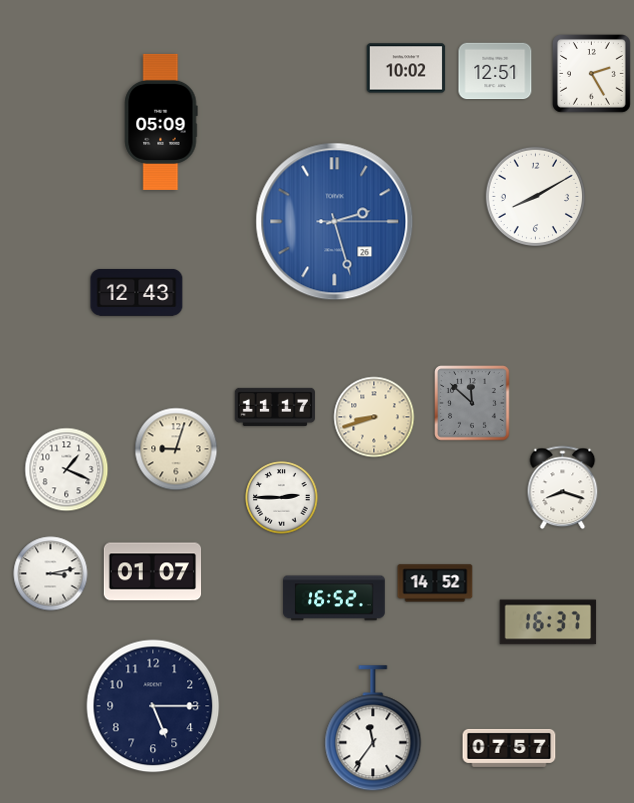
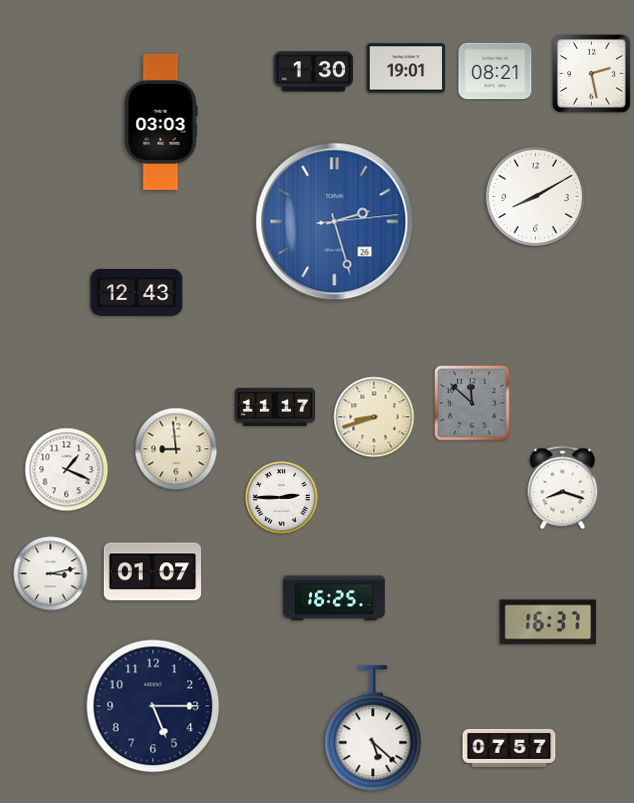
clock at (406, 68): 10:02 -> 19:01
clock at (495, 71): 12:51 -> 08:21
clock at (314, 72): none -> 1:30
clock at (592, 74): 2:25 -> 2:28
clock at (161, 122): 05:09 -> 03:03
clock at (335, 222): 2:27:15 -> 2:27:14
clock at (176, 449): 9:03 -> 8:59
clock at (435, 583): 14:52 -> none
clock at (334, 598): 16:52 -> 16:25
clock at (373, 729): 11:36 -> 5:22
